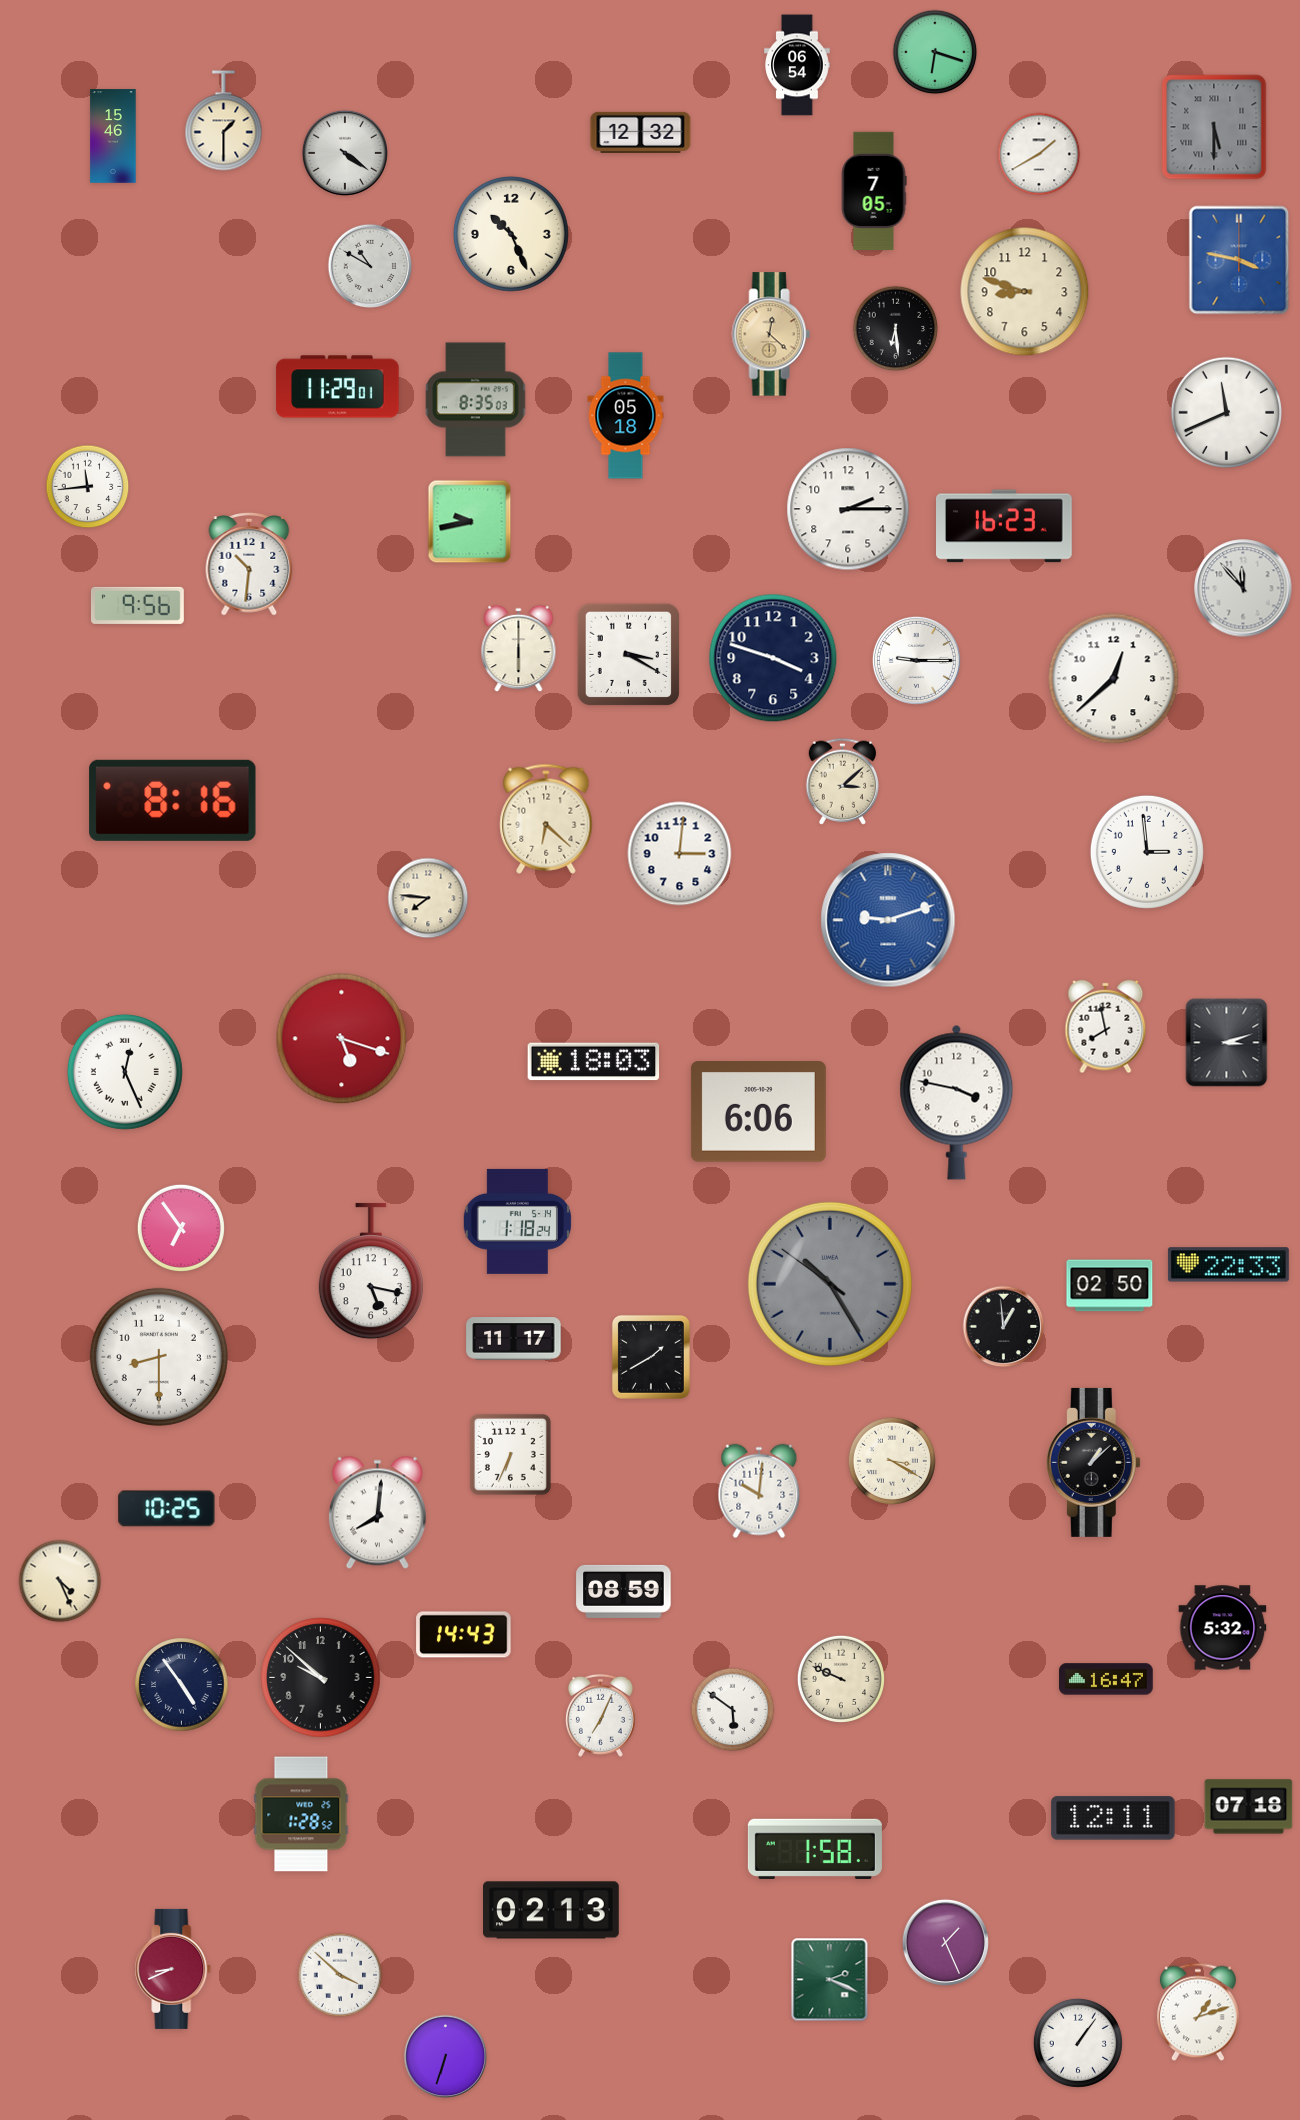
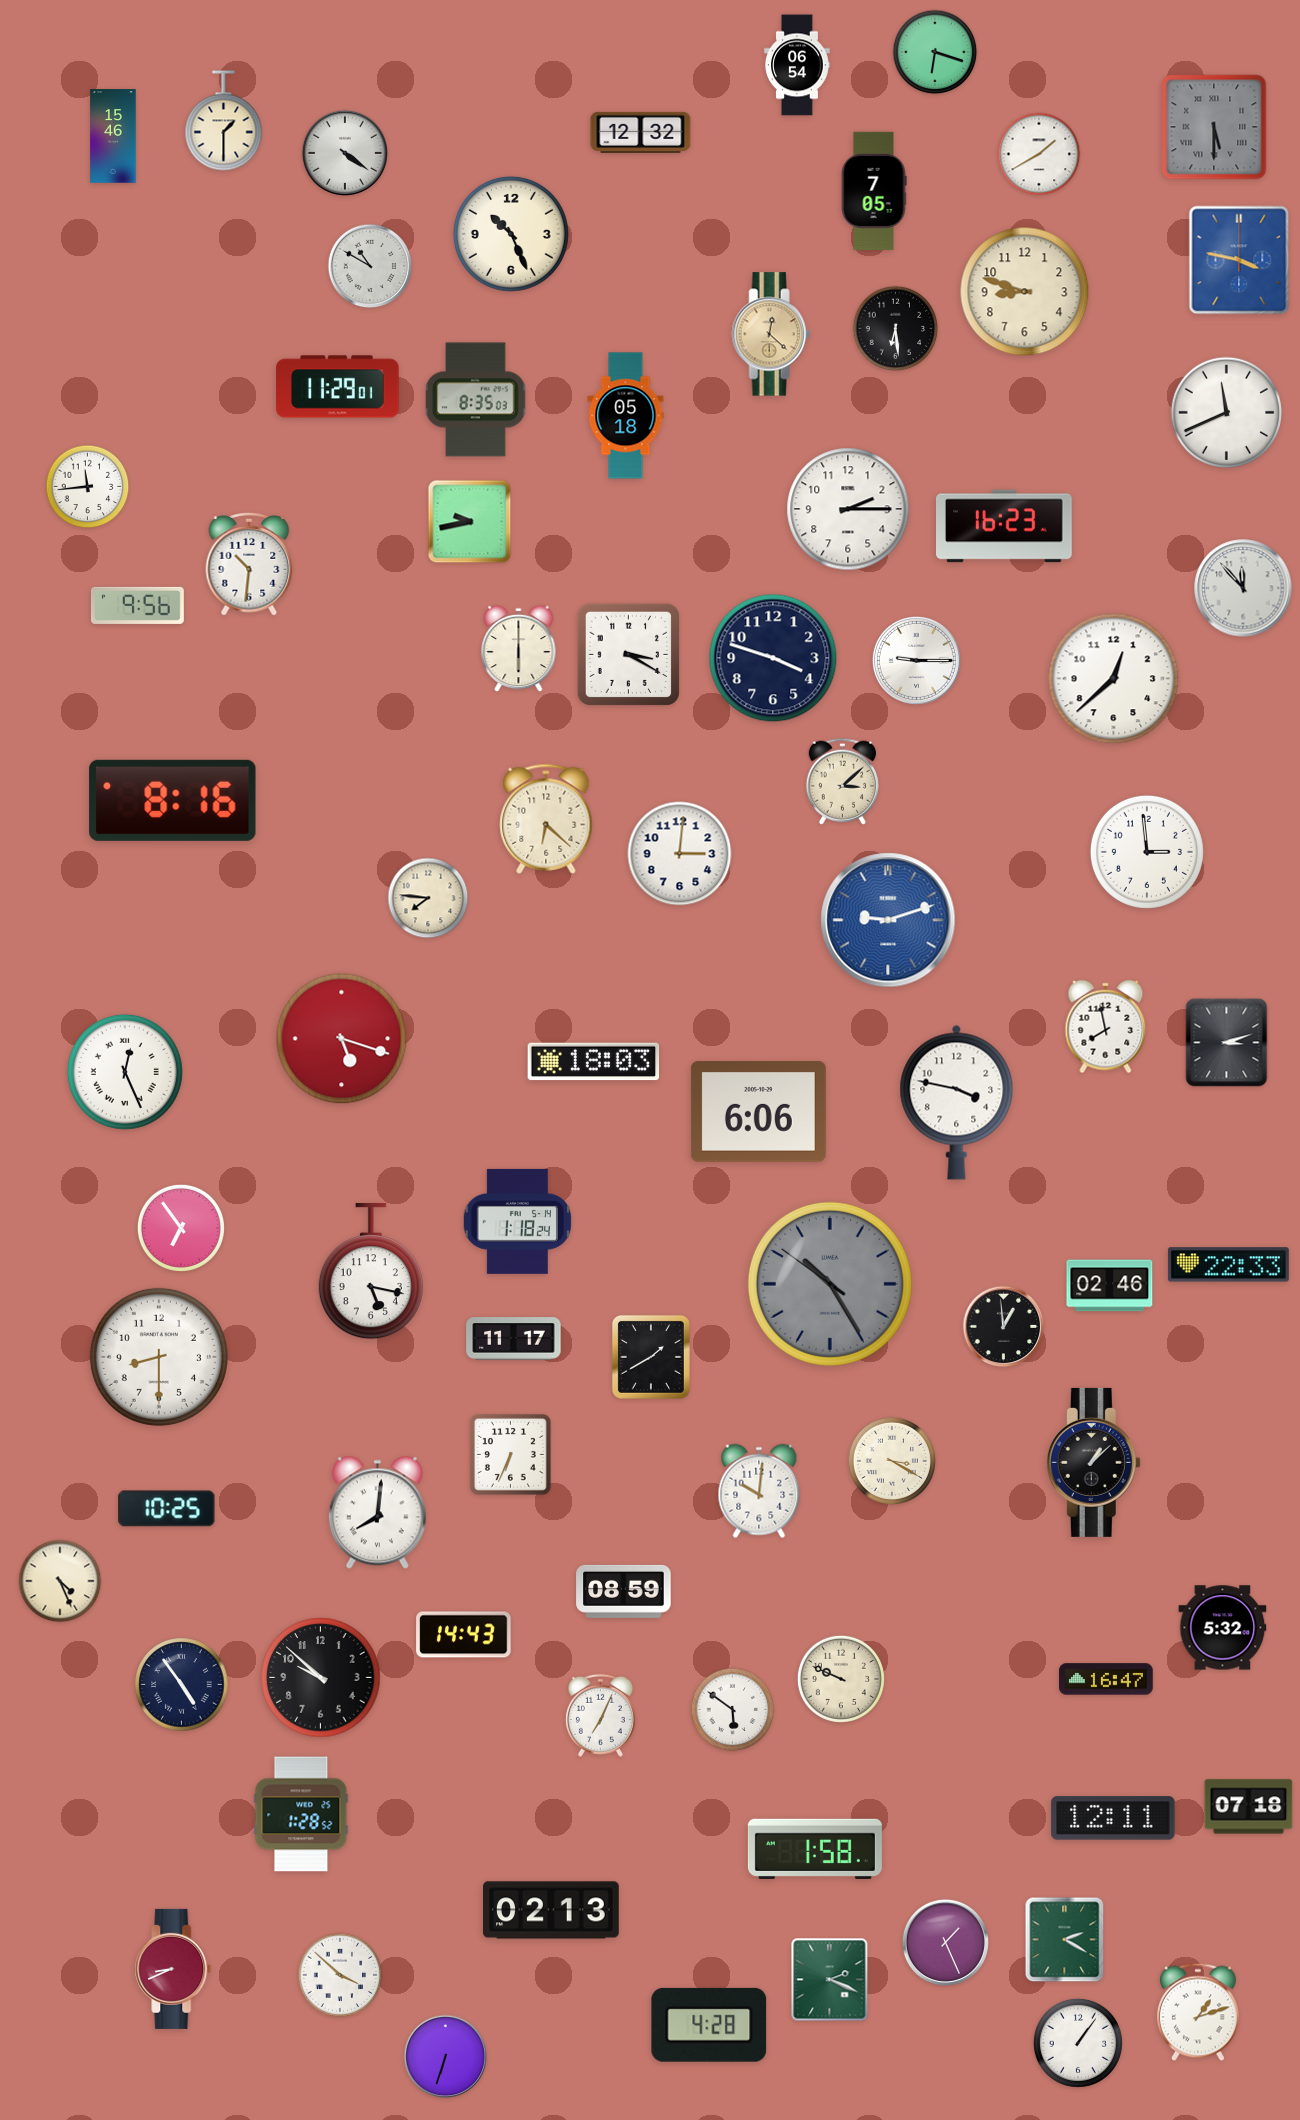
clock at (1110, 1286): 02:50 -> 02:46
clock at (1065, 1940): none -> 2:20
clock at (709, 2025): none -> 4:28
